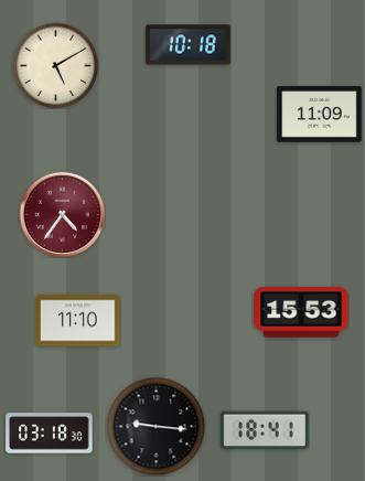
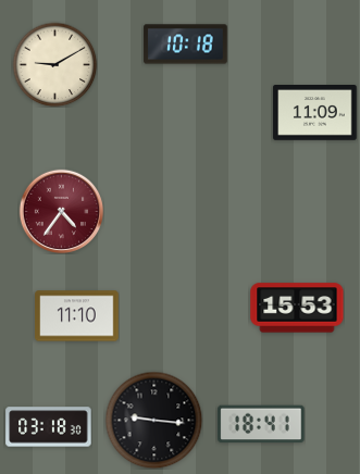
clock at (55, 65): 5:10 -> 9:10
